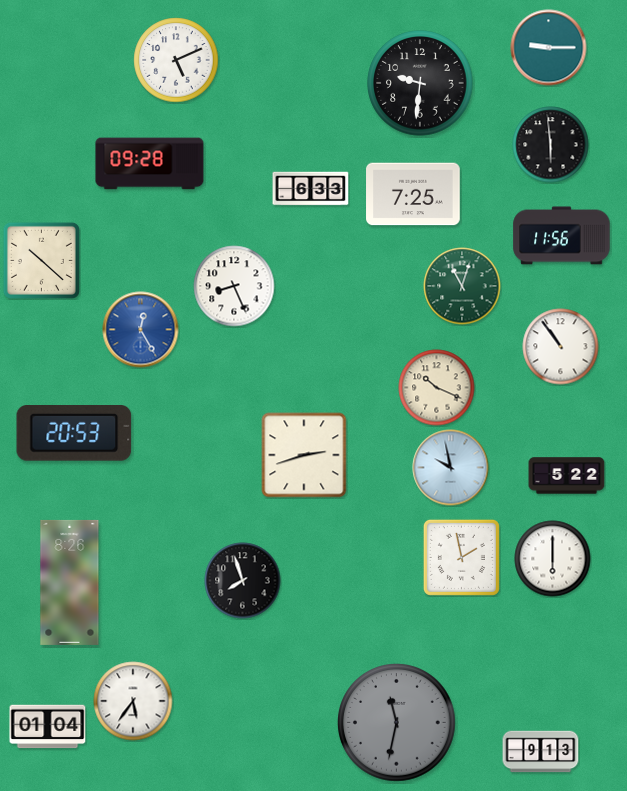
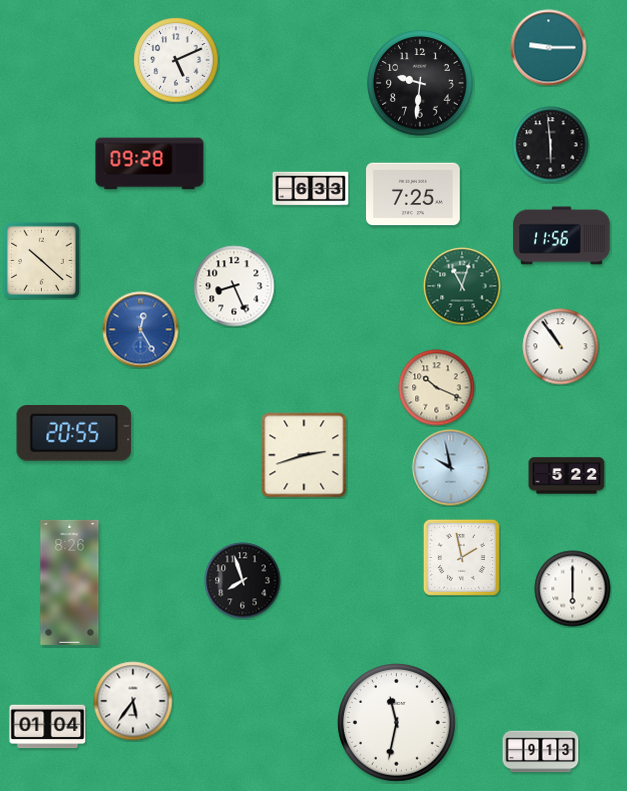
clock at (74, 434): 20:53 -> 20:55
clock at (553, 559) position: (553, 559) -> (573, 589)
clock at (397, 723) dial: grey -> white
